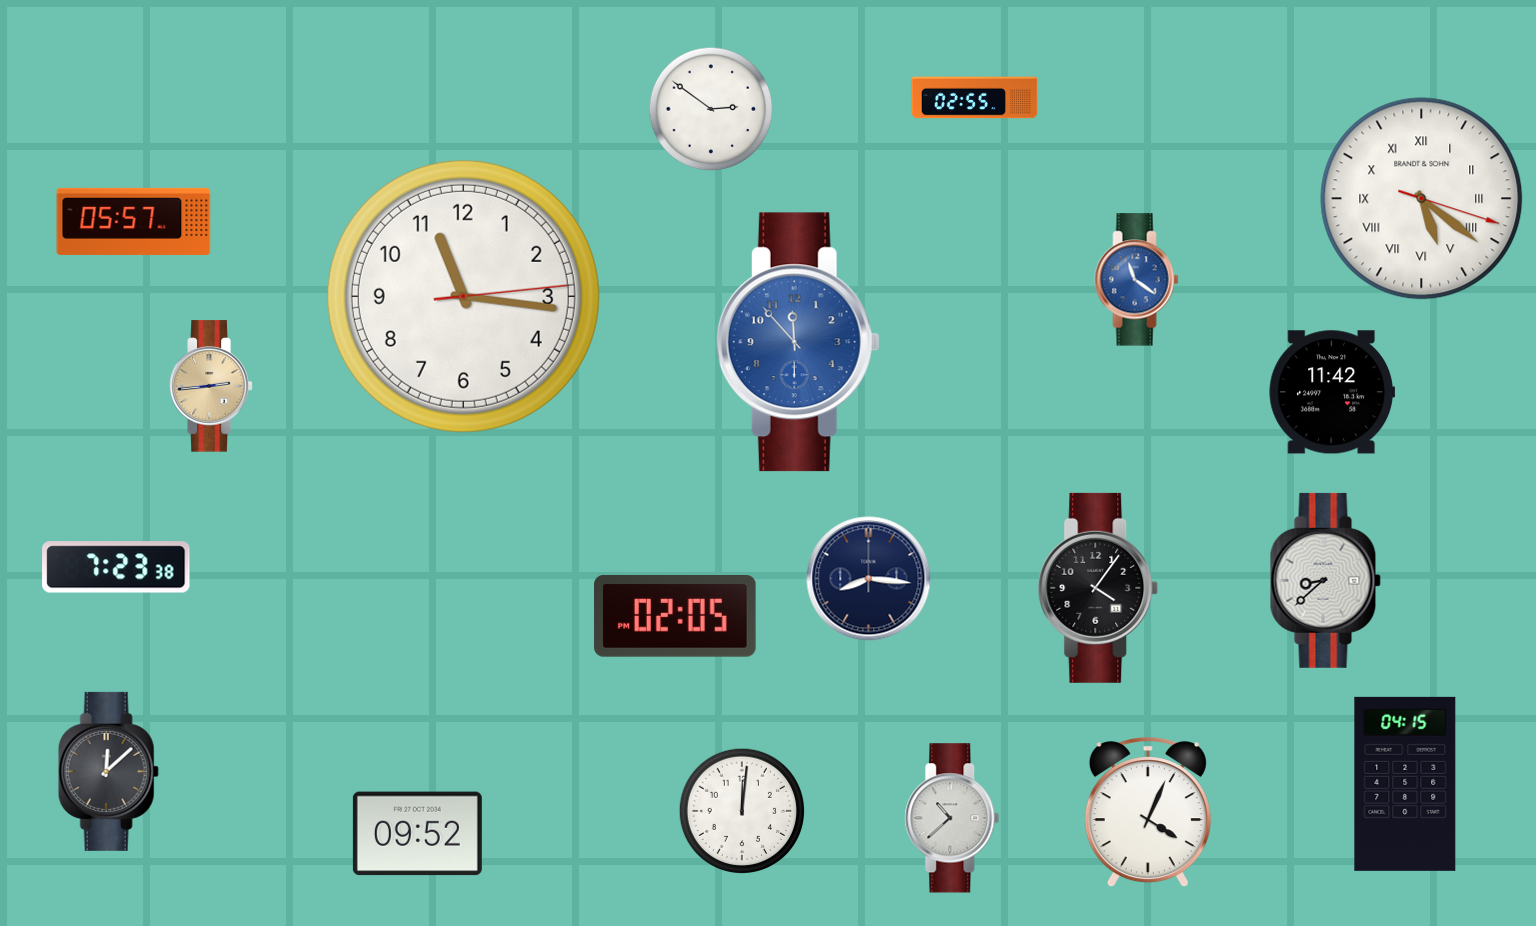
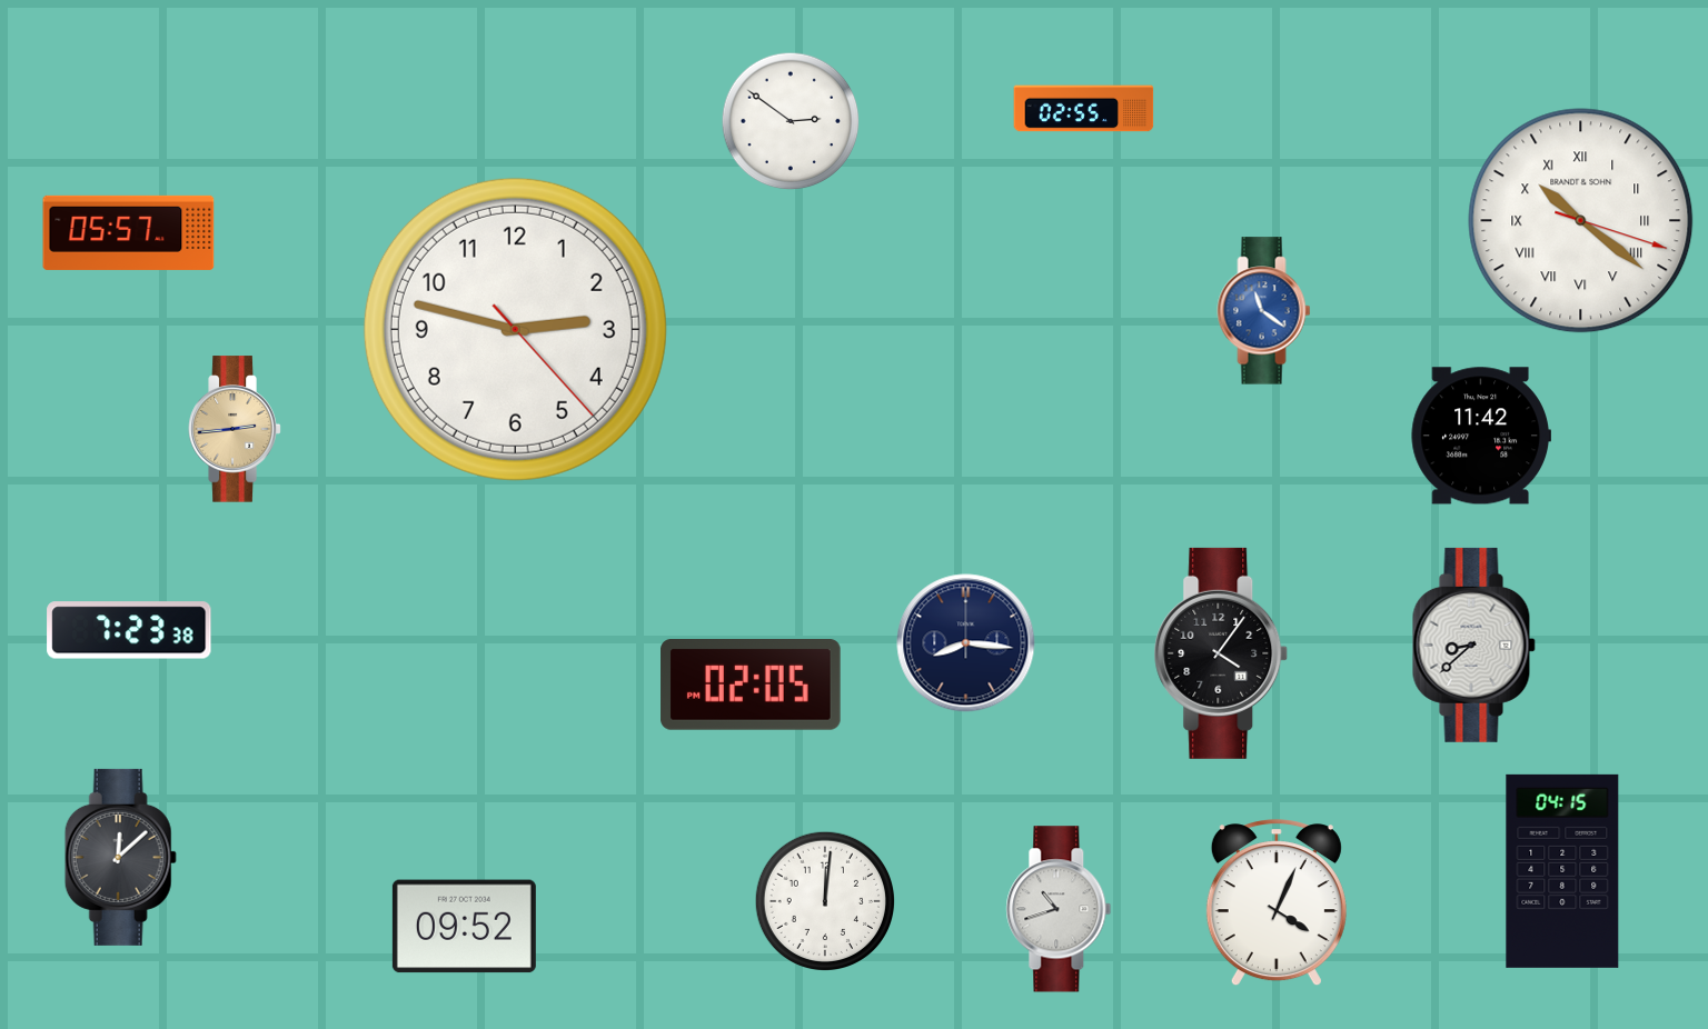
clock at (1422, 199): 5:21 -> 10:21
clock at (134, 221) position: (134, 221) -> (129, 232)
clock at (463, 296): 11:16 -> 2:47
clock at (798, 342): 11:53 -> none
clock at (952, 818): 10:38 -> 10:42
